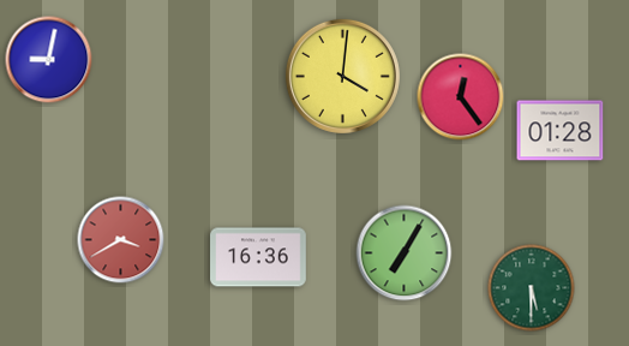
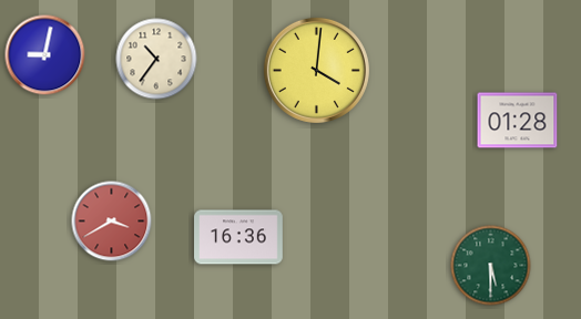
clock at (156, 59): none -> 10:36
clock at (461, 97): 12:24 -> none
clock at (405, 253): 7:05 -> none
